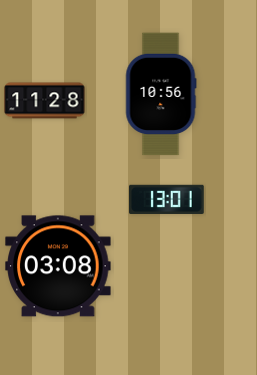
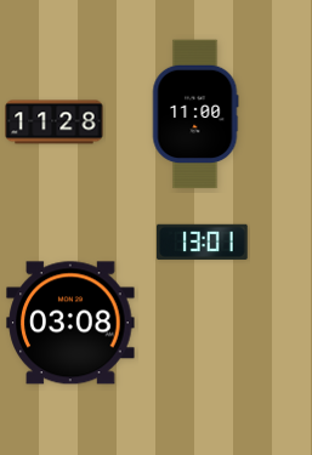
clock at (161, 94): 10:56 -> 11:00
